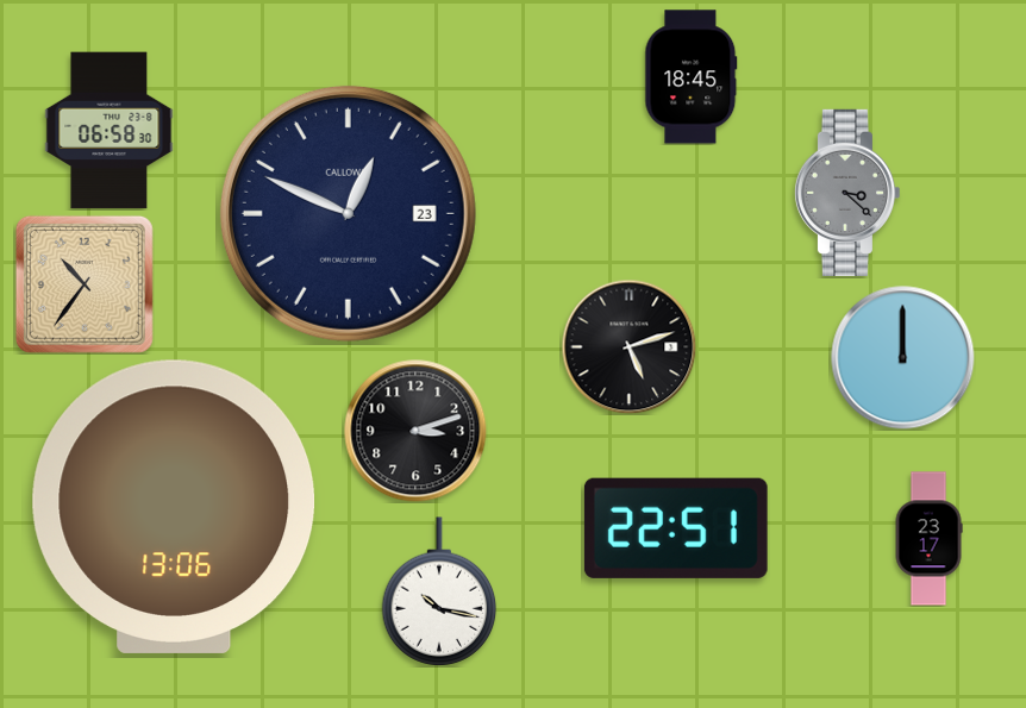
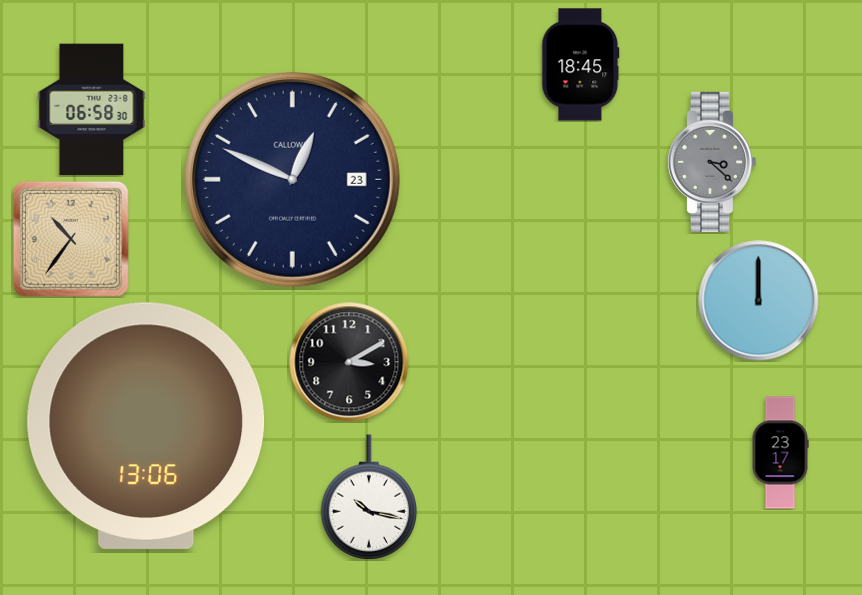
clock at (628, 346): 5:12 -> none
clock at (415, 431): 3:12 -> 3:10
clock at (676, 528): 22:51 -> none
